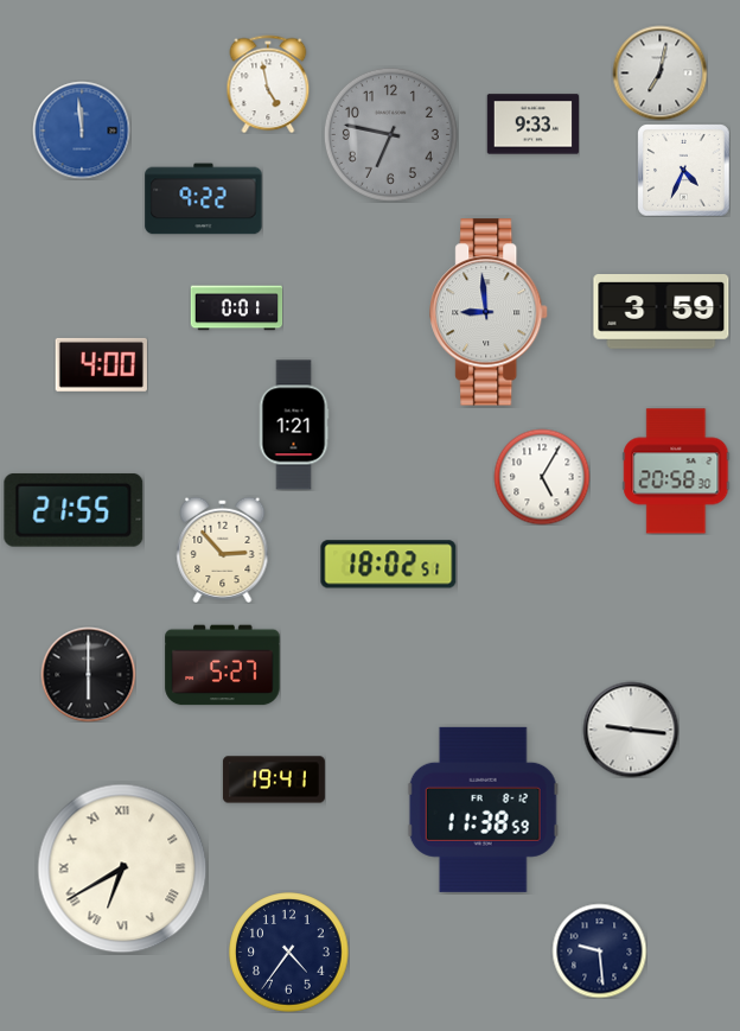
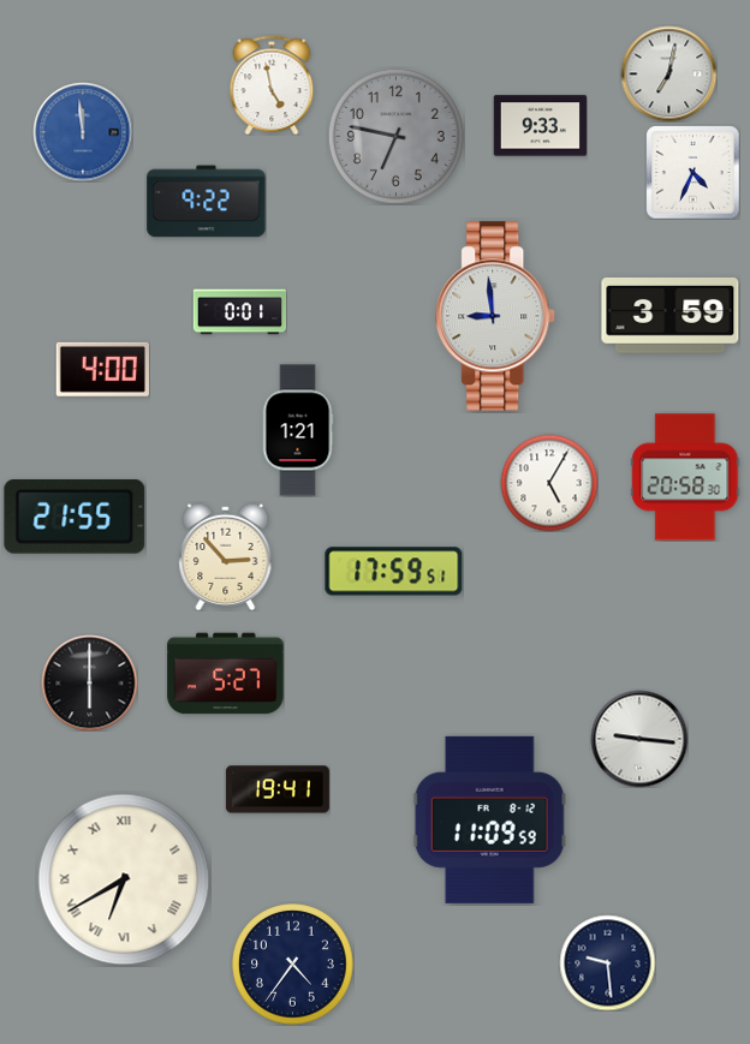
clock at (389, 565): 18:02 -> 17:59
clock at (483, 809): 11:38 -> 11:09
